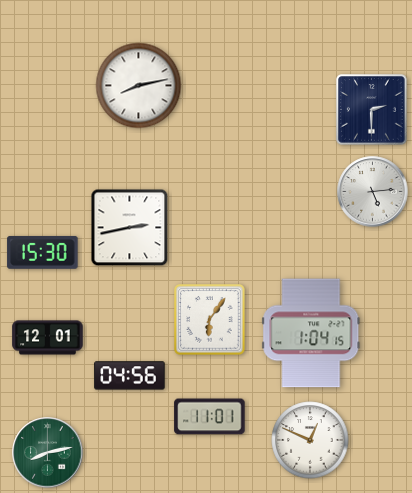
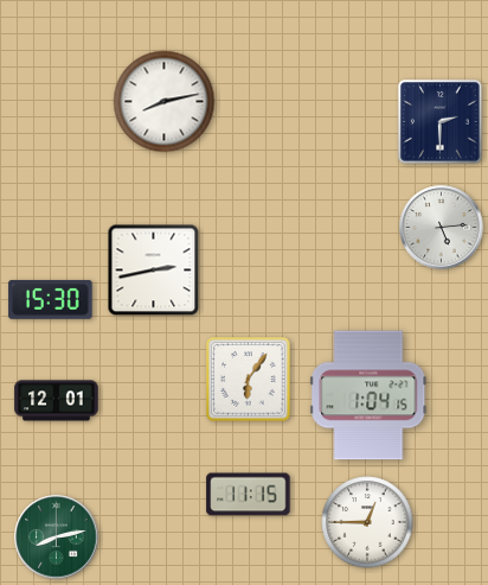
clock at (372, 110) position: (372, 110) -> (441, 122)
clock at (130, 376): 04:56 -> none
clock at (210, 417): 11:01 -> 11:15
clock at (310, 440): 12:49 -> 12:45
